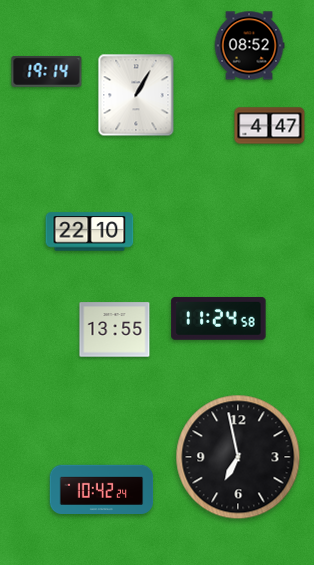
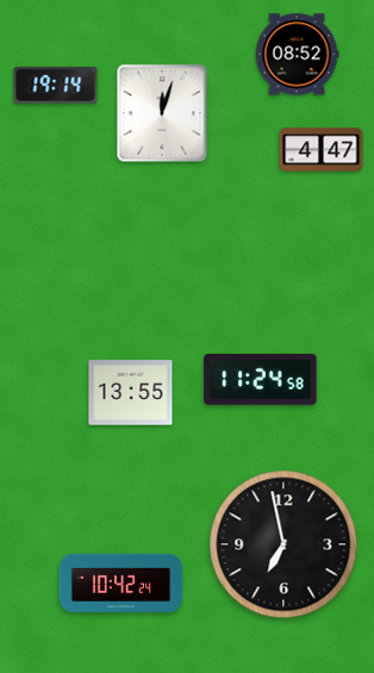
clock at (136, 95): 1:05 -> 12:03
clock at (90, 232): 22:10 -> none
clock at (115, 330) position: (115, 330) -> (131, 393)
